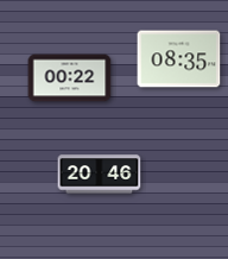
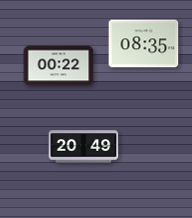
clock at (179, 59) position: (179, 59) -> (144, 44)
clock at (100, 175): 20:46 -> 20:49
